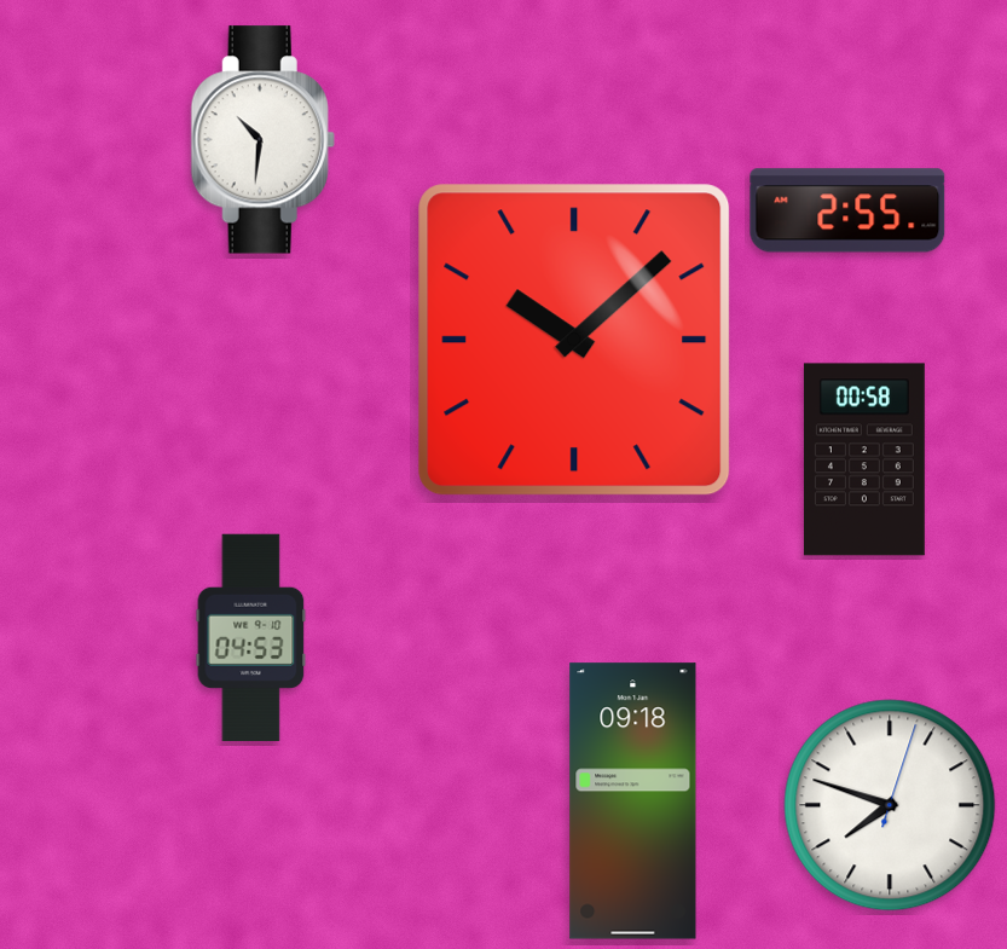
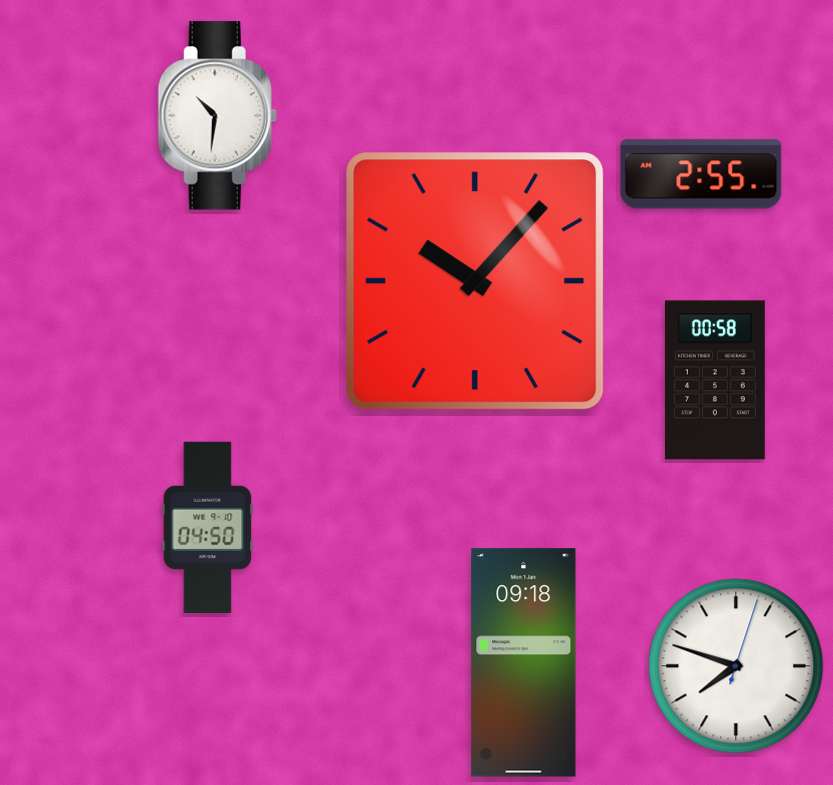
clock at (574, 340): 10:08 -> 10:07
clock at (251, 637): 04:53 -> 04:50
